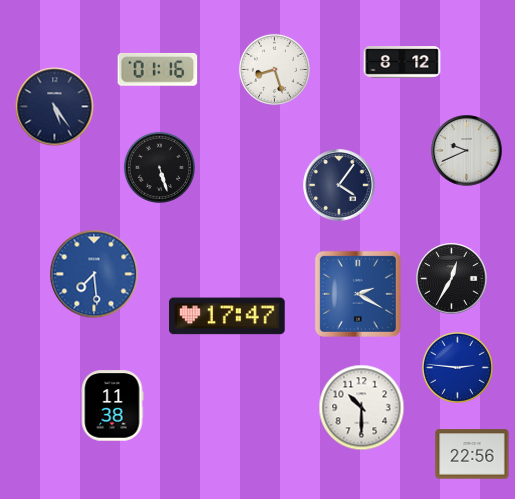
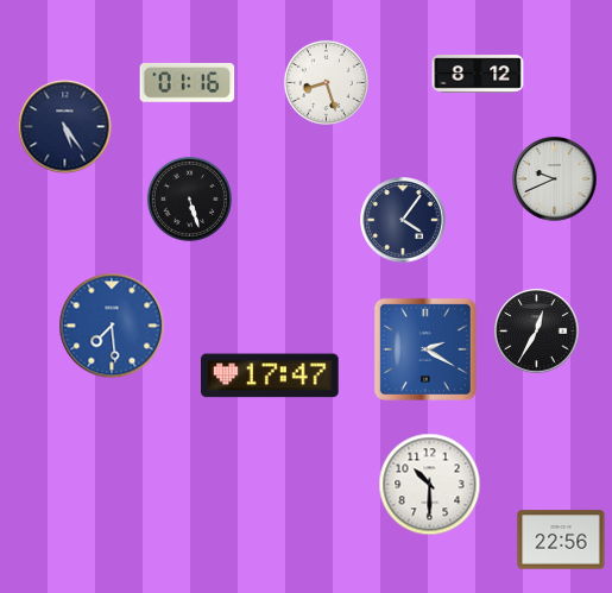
clock at (457, 367): 2:46 -> none
clock at (112, 406): 11:38 -> none
